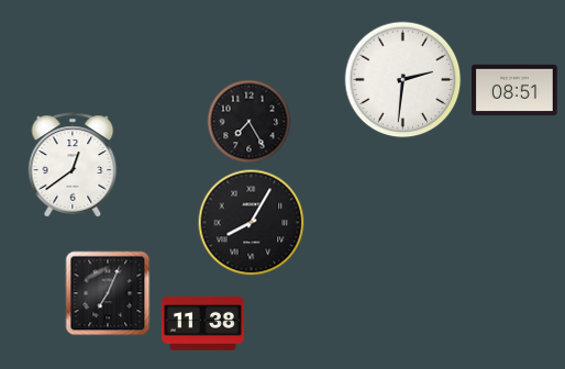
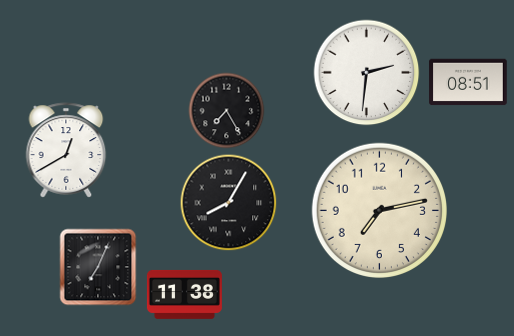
clock at (73, 165): 12:39 -> 12:40
clock at (379, 210): none -> 7:13
